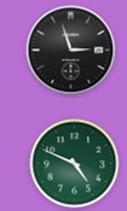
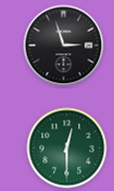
clock at (75, 164): 4:49 -> 12:30
